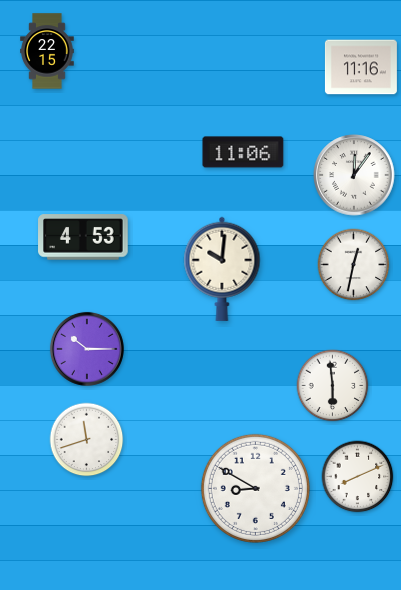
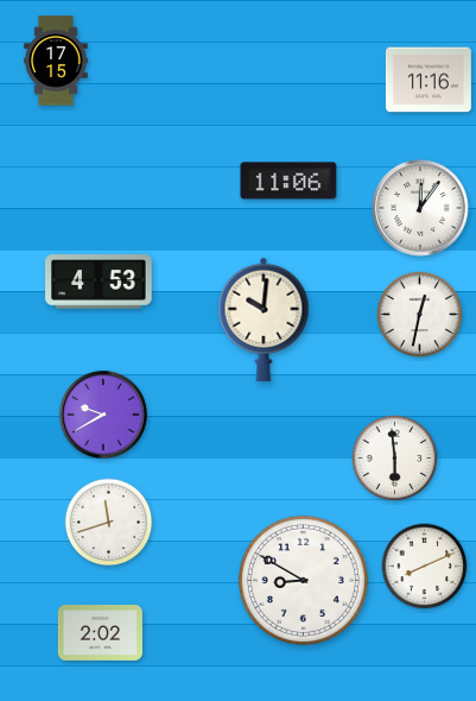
clock at (47, 51): 22:15 -> 17:15
clock at (87, 349): 10:15 -> 9:40
clock at (87, 440) position: (87, 440) -> (109, 523)
clock at (100, 633): none -> 2:02
